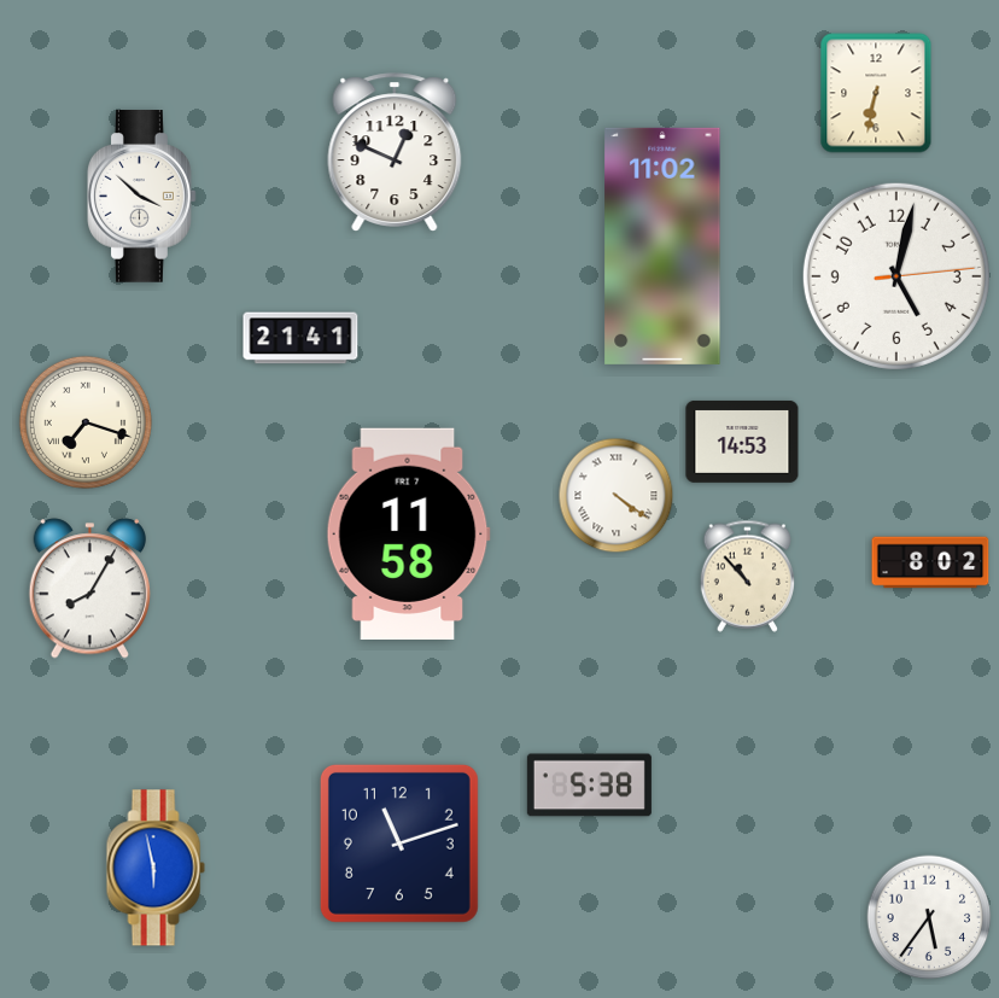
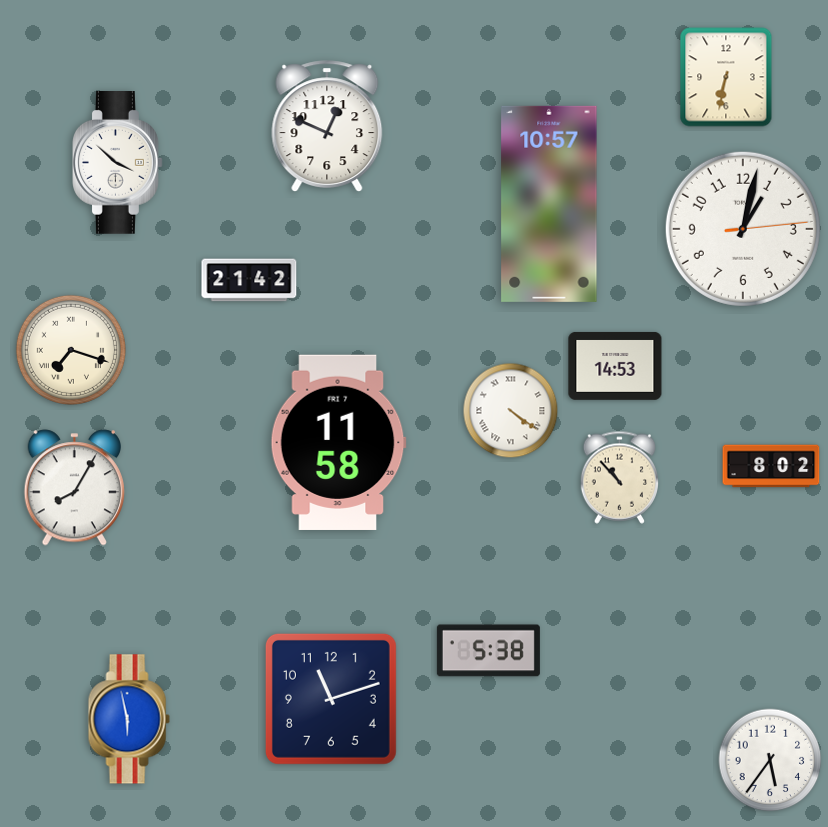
clock at (662, 246): 11:02 -> 10:57
clock at (896, 276): 5:02 -> 1:02
clock at (300, 338): 21:41 -> 21:42
